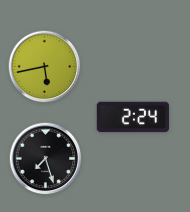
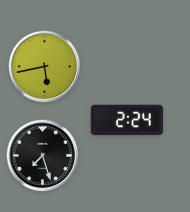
clock at (132, 117) position: (132, 117) -> (126, 120)
clock at (46, 159) position: (46, 159) -> (43, 156)
